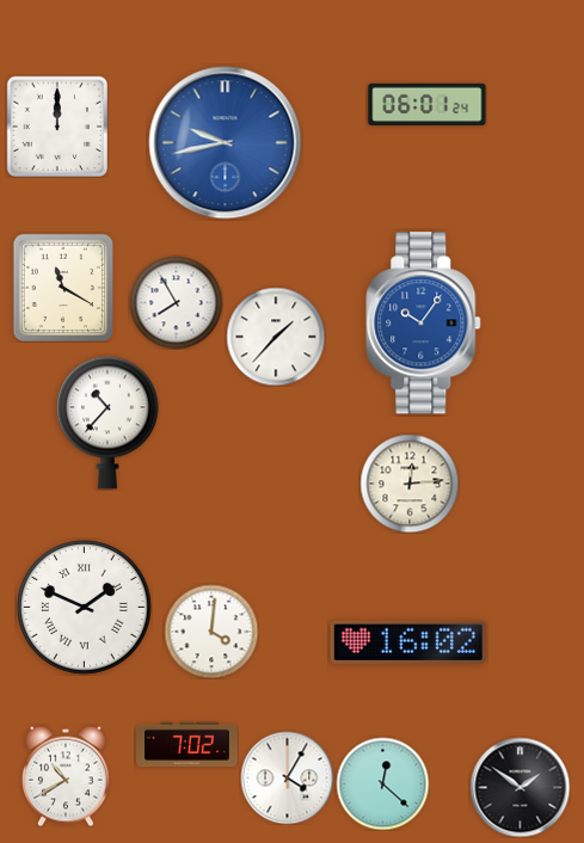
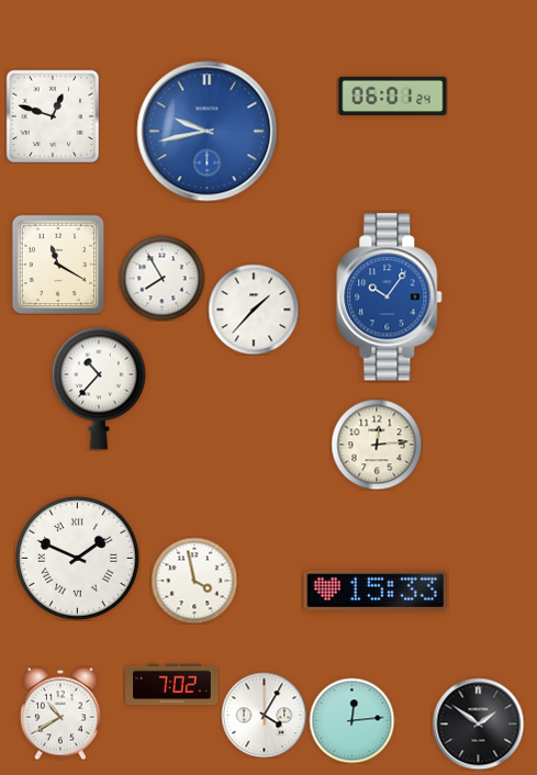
clock at (57, 127): 12:00 -> 12:48
clock at (211, 632): 4:01 -> 3:58
clock at (408, 641): 16:02 -> 15:33
clock at (382, 783): 12:22 -> 12:14
